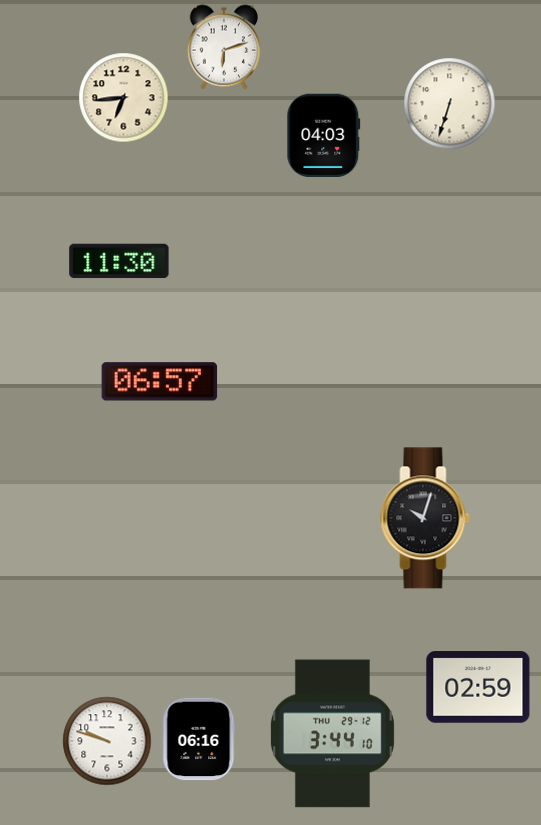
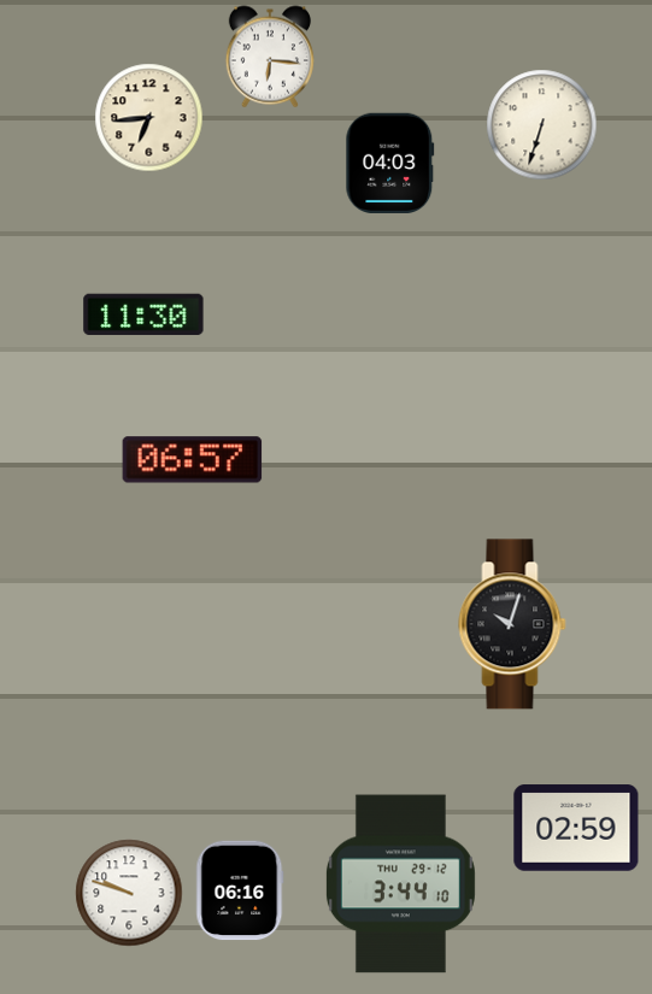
clock at (224, 47): 6:12 -> 6:16
